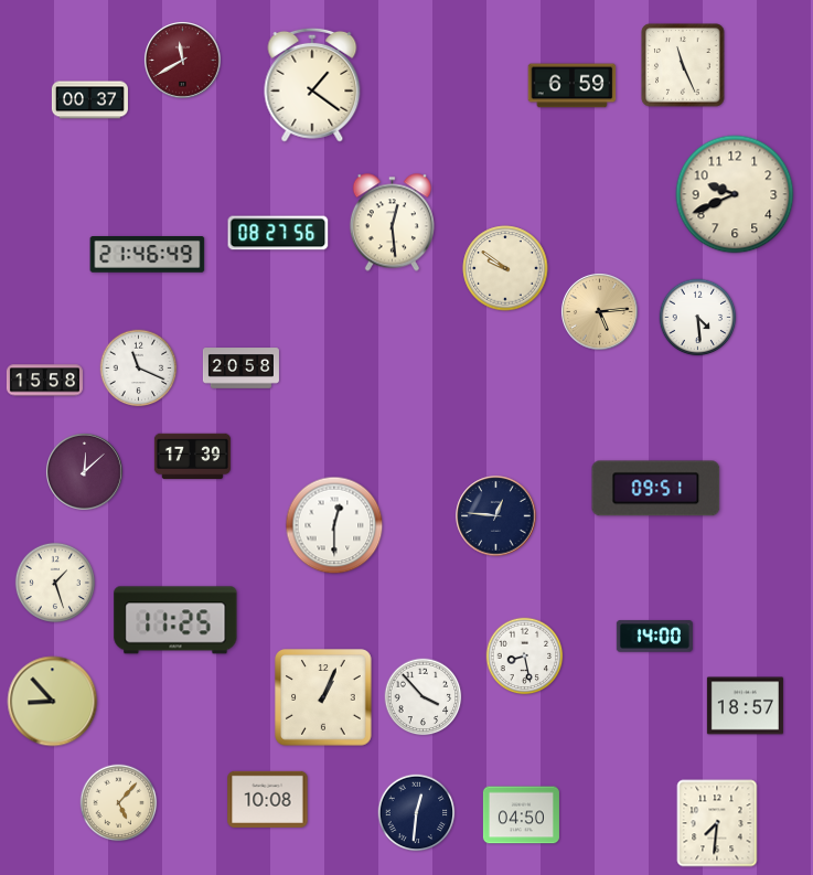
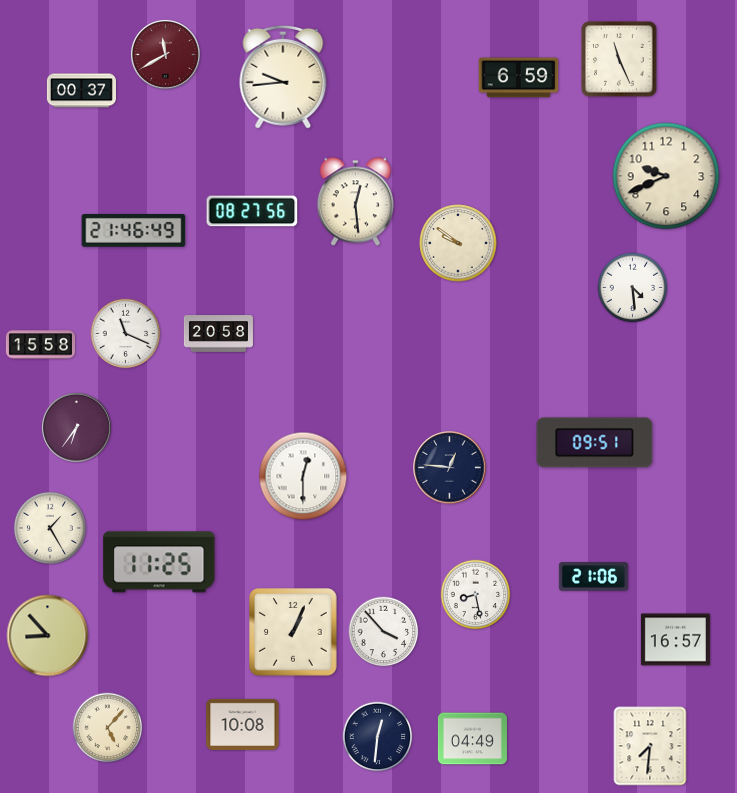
clock at (312, 85): 1:21 -> 9:44
clock at (599, 311): 5:14 -> none
clock at (192, 457): 17:39 -> none
clock at (84, 471): 12:08 -> 6:36
clock at (55, 583): 1:27 -> 1:25
clock at (654, 637): 14:00 -> 21:06
clock at (745, 706): 18:57 -> 16:57
clock at (521, 815): 04:50 -> 04:49
